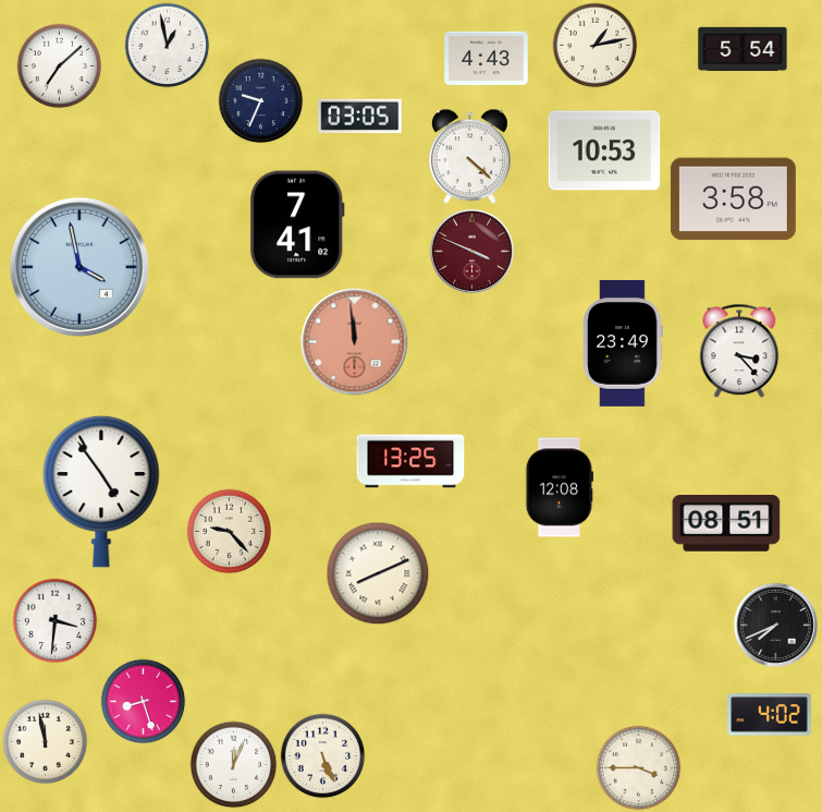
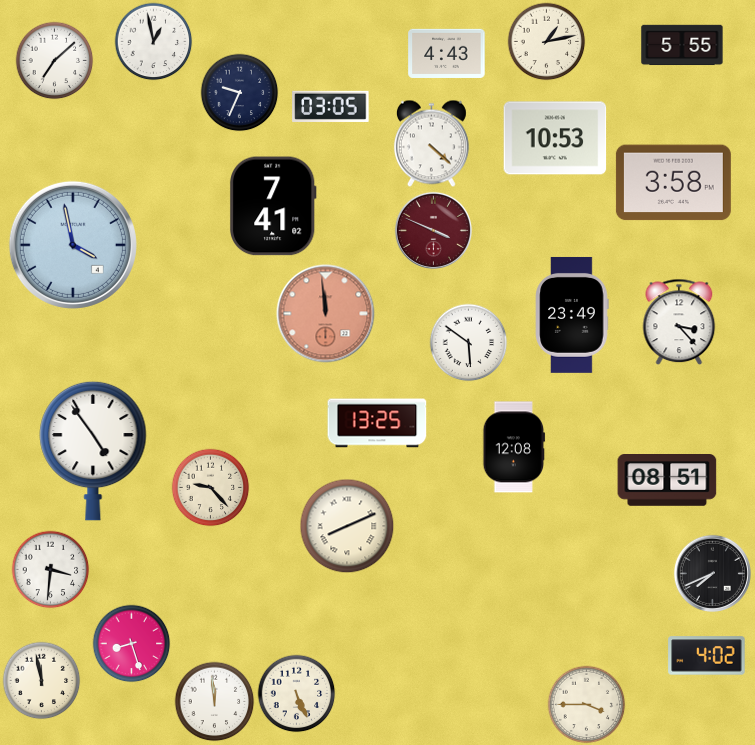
clock at (743, 49): 5:54 -> 5:55
clock at (468, 342): none -> 5:51
clock at (233, 764): 12:04 -> 11:59
